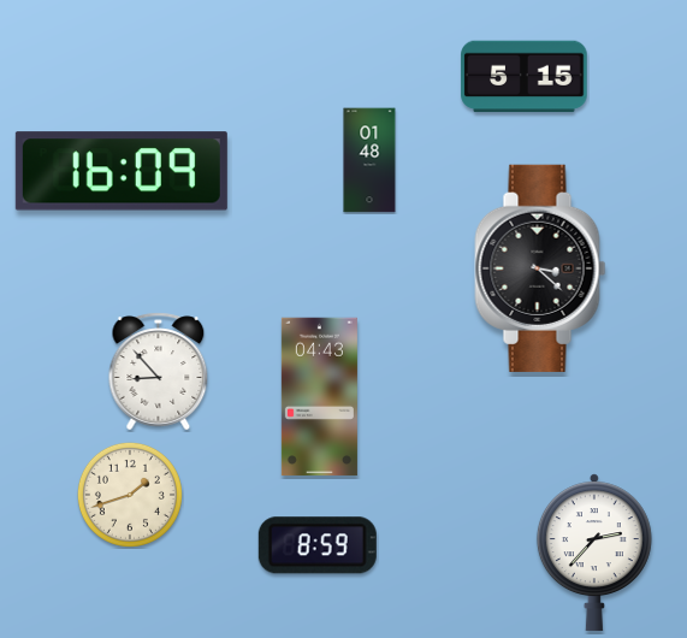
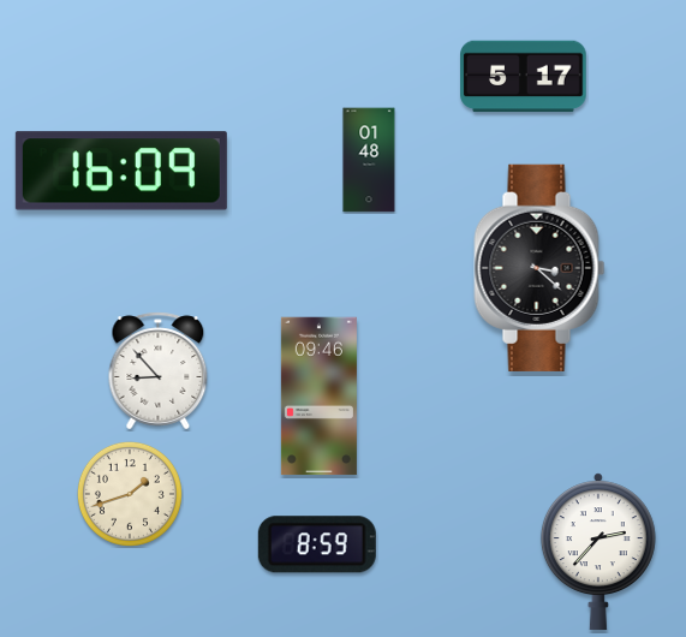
clock at (525, 77): 5:15 -> 5:17
clock at (319, 397): 04:43 -> 09:46
clock at (594, 553) position: (594, 553) -> (598, 552)
